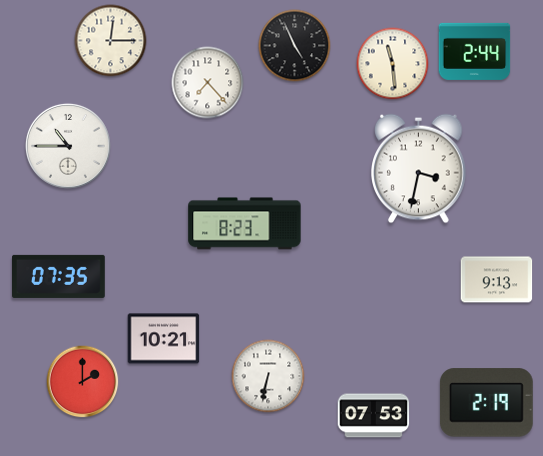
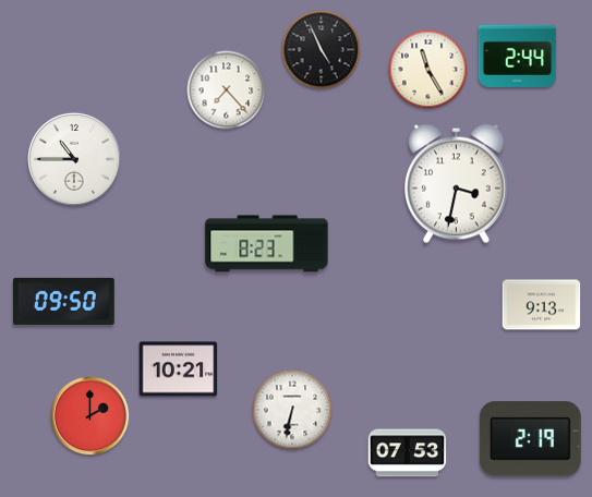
clock at (111, 41): 12:15 -> none
clock at (393, 64): 11:29 -> 11:25
clock at (59, 276): 07:35 -> 09:50
